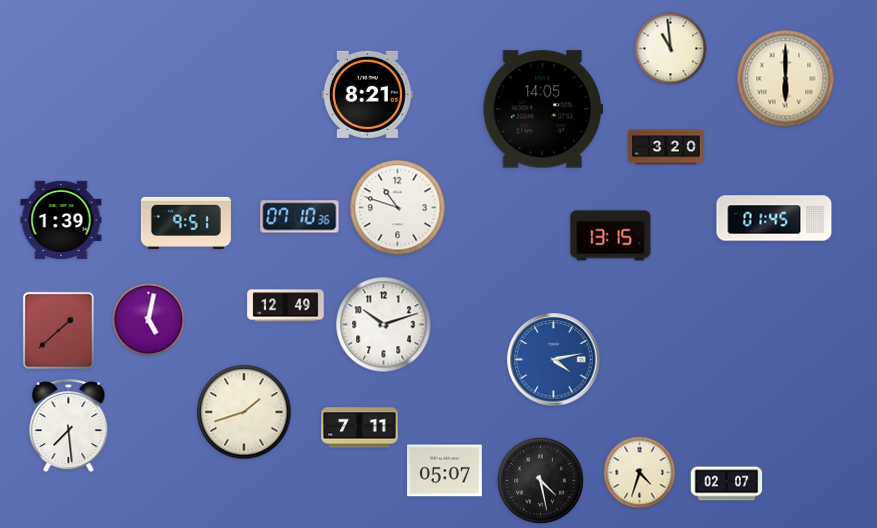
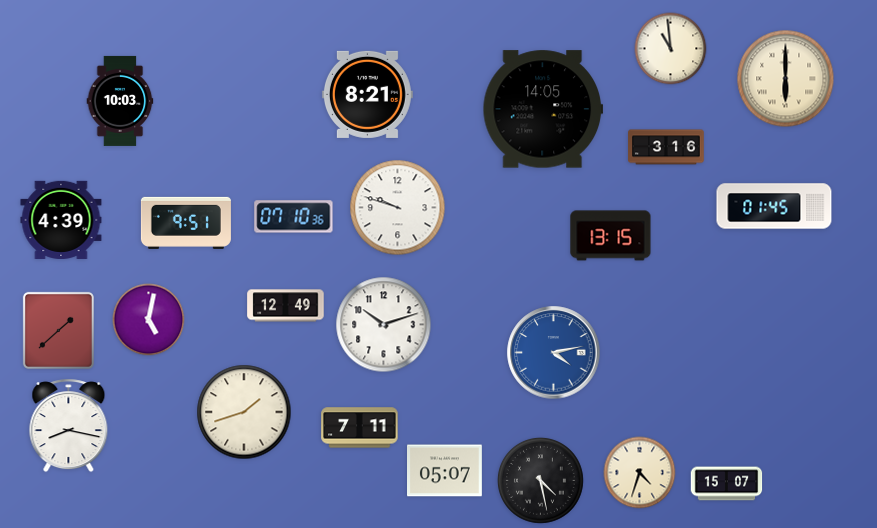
clock at (120, 101): none -> 10:03
clock at (666, 147): 3:20 -> 3:16
clock at (398, 208): 10:48 -> 9:48
clock at (300, 217) position: (300, 217) -> (294, 217)
clock at (774, 218) position: (774, 218) -> (774, 206)
clock at (61, 220): 1:39 -> 4:39
clock at (554, 360) position: (554, 360) -> (554, 353)
clock at (69, 426): 7:29 -> 8:17
clock at (727, 484): 02:07 -> 15:07
